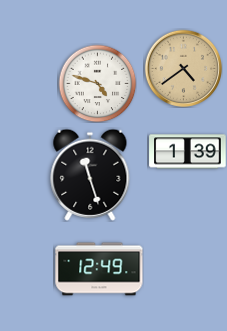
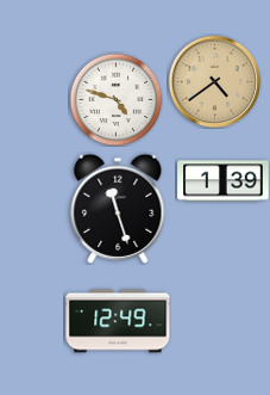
clock at (183, 68) position: (183, 68) -> (214, 81)
clock at (90, 175) position: (90, 175) -> (118, 209)
